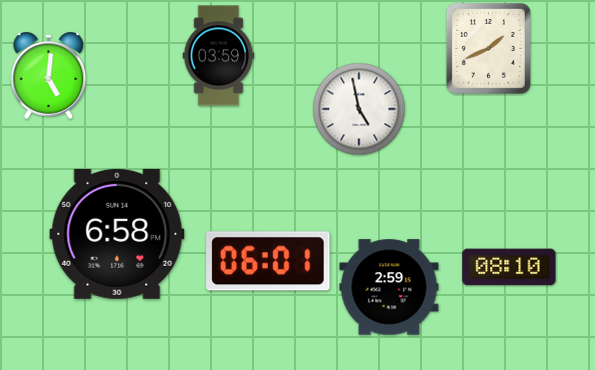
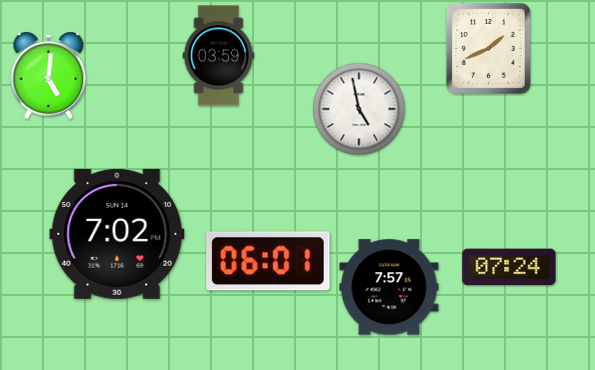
clock at (117, 234): 6:58 -> 7:02
clock at (509, 267): 08:10 -> 07:24
clock at (389, 287): 2:59 -> 7:57
